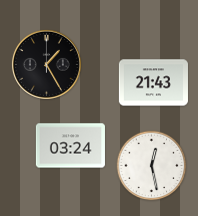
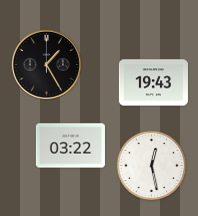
clock at (153, 83): 21:43 -> 19:43
clock at (70, 146): 03:24 -> 03:22
